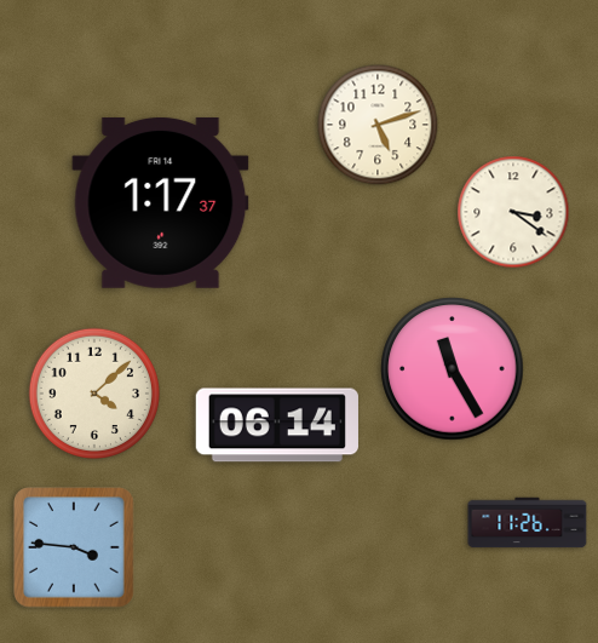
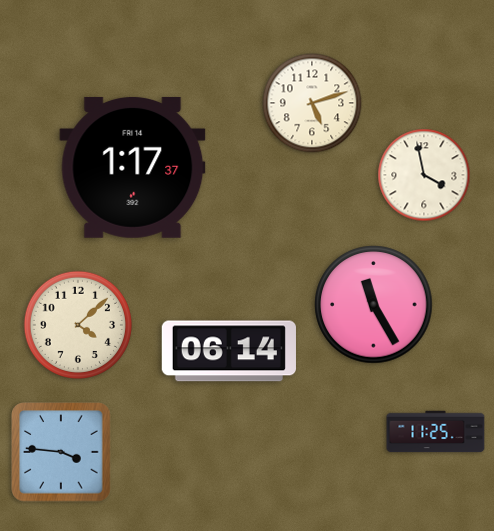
clock at (513, 212): 3:21 -> 3:58
clock at (528, 523): 11:26 -> 11:25
